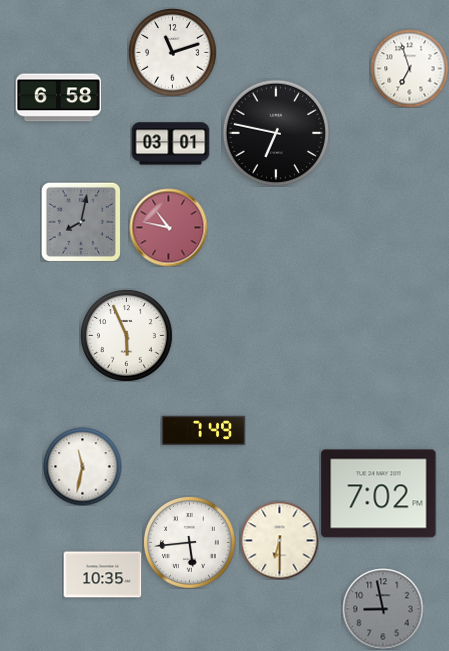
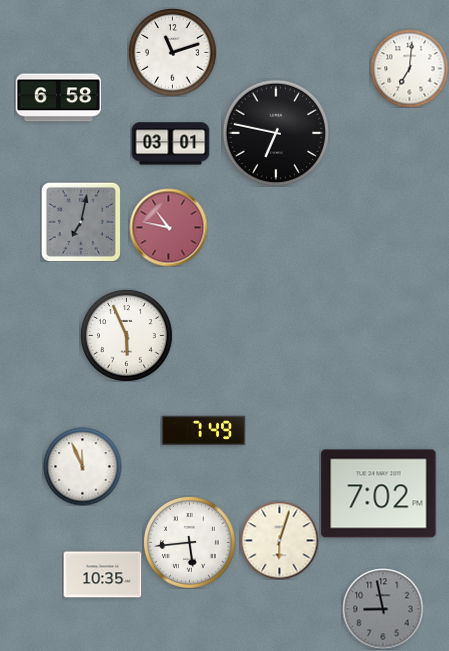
clock at (409, 68): 6:57 -> 7:01
clock at (81, 222): 8:02 -> 7:02
clock at (82, 466): 11:32 -> 11:56
clock at (279, 540): 6:30 -> 6:03
